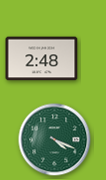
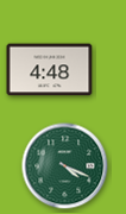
clock at (42, 59): 2:48 -> 4:48
